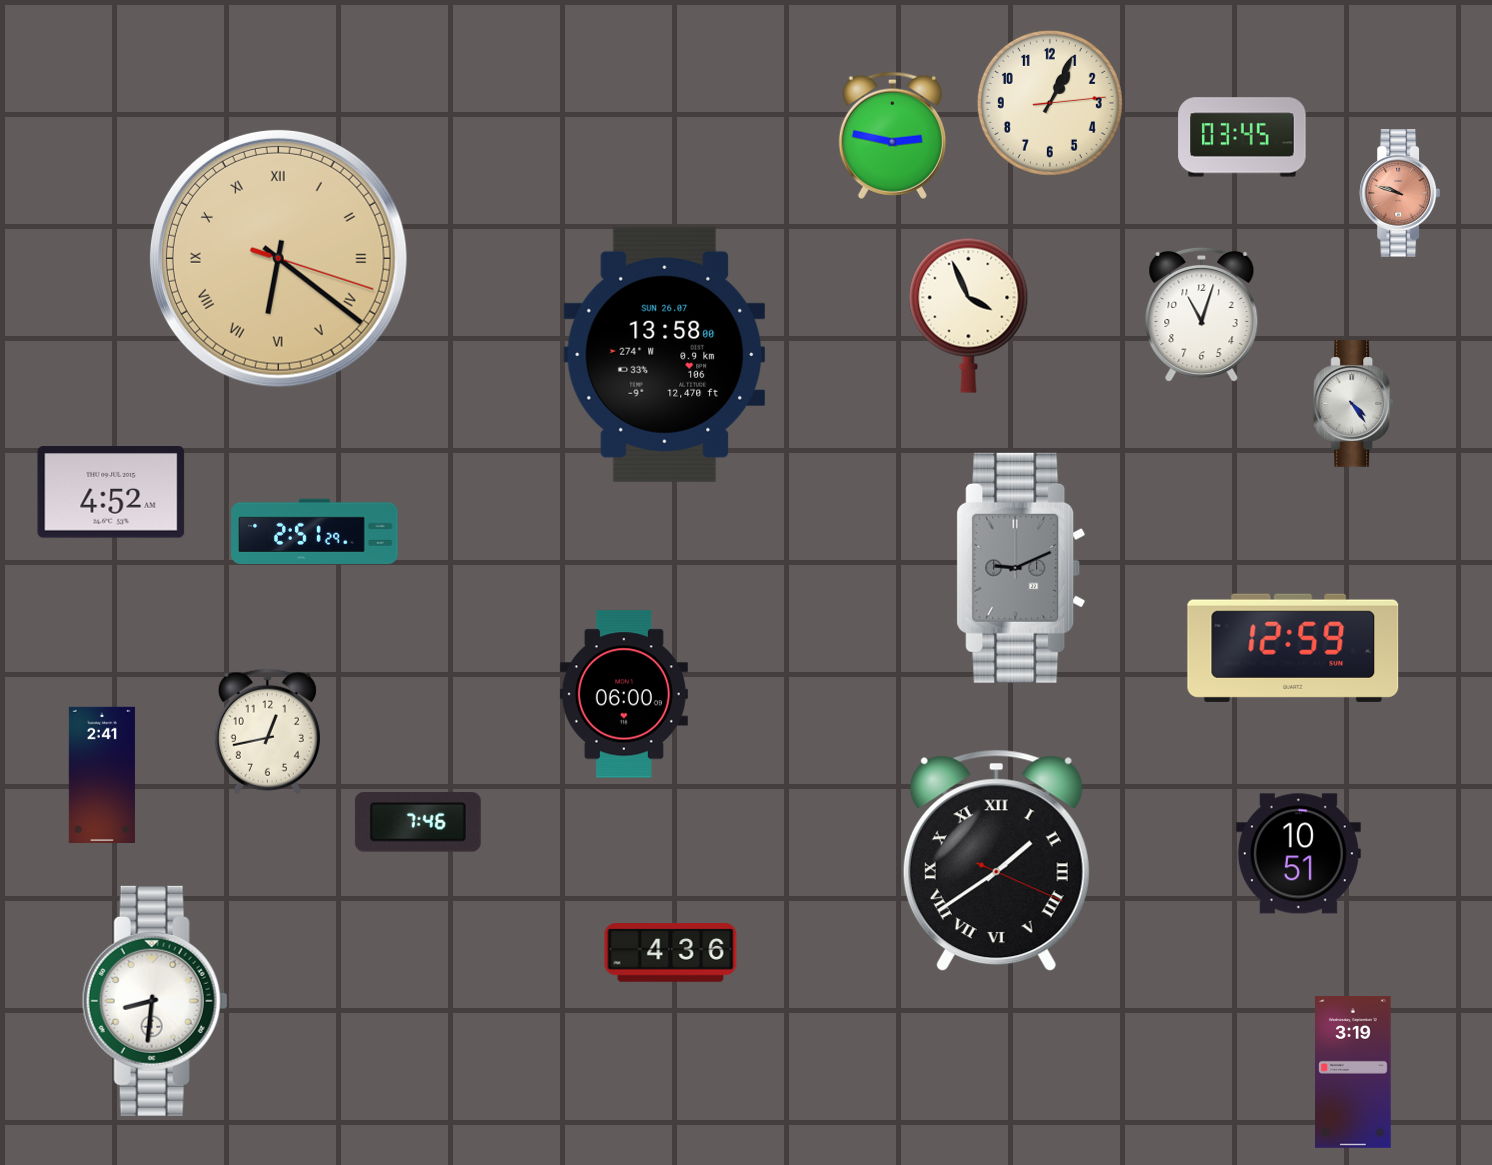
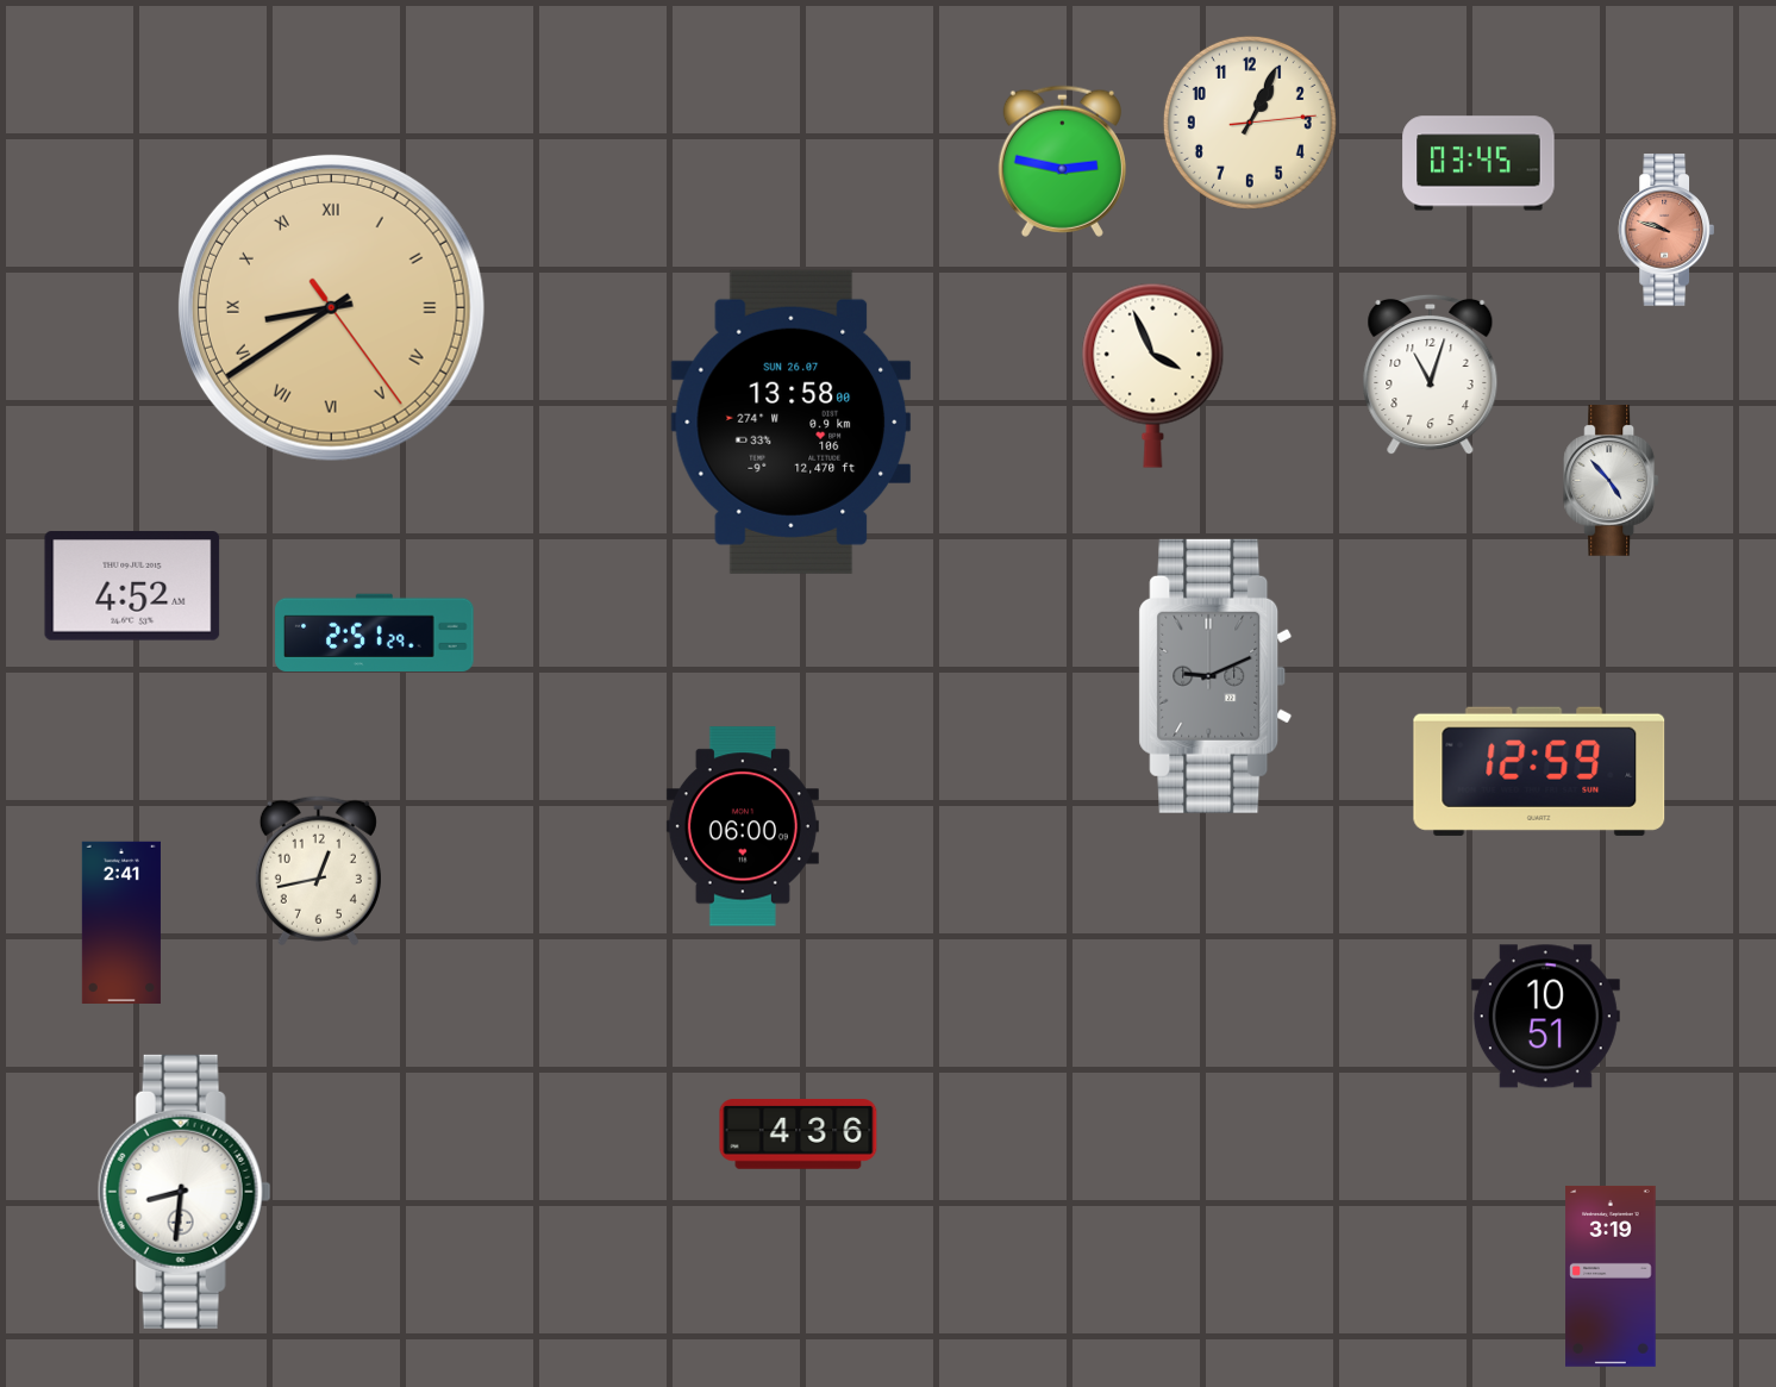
clock at (278, 258): 6:21 -> 8:39
clock at (1354, 404): 4:24 -> 4:53
clock at (418, 822): 7:46 -> none
clock at (996, 861): 1:39 -> none
